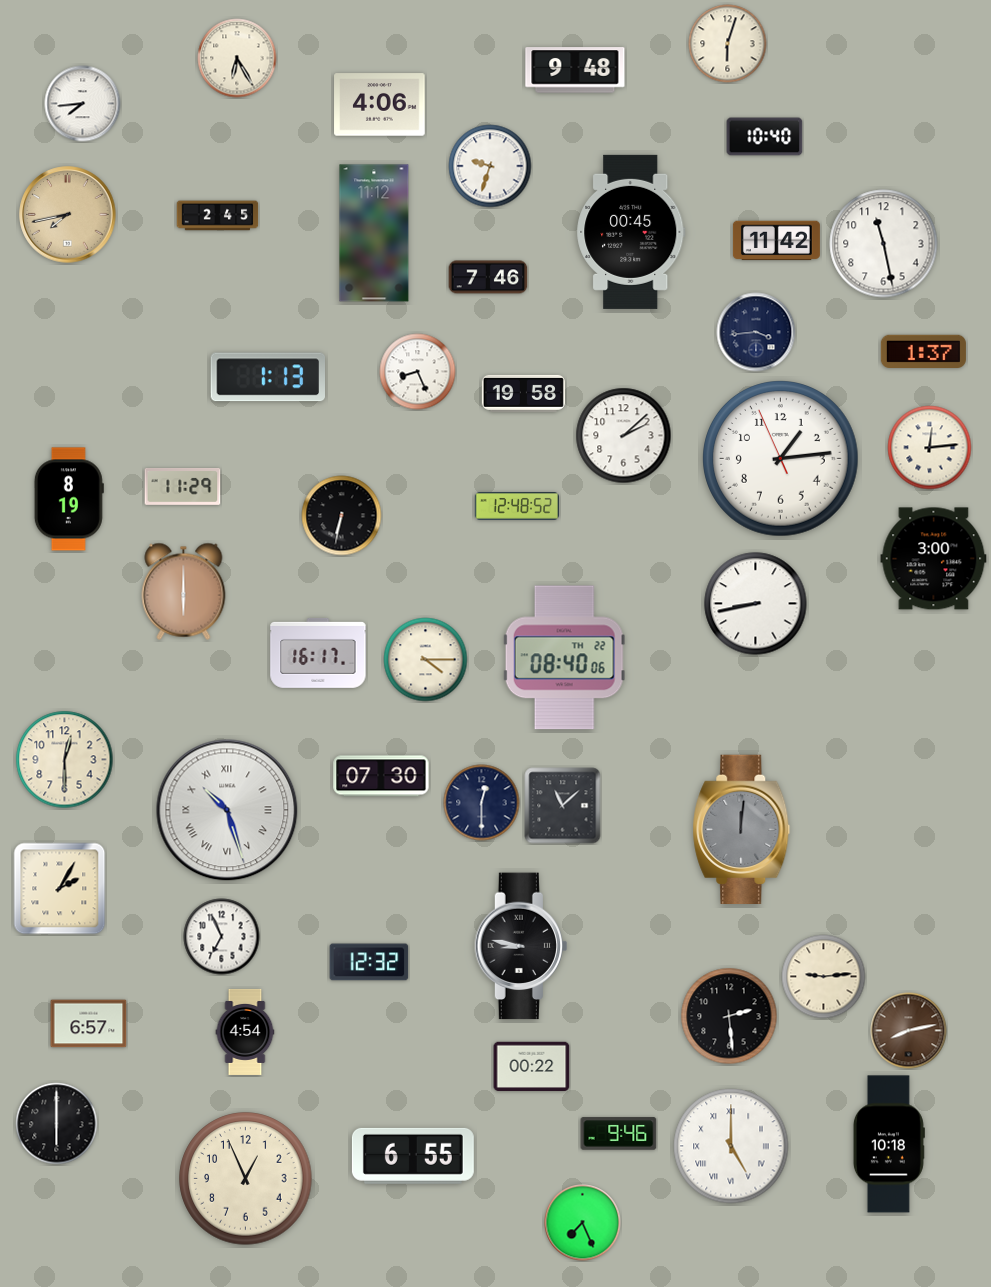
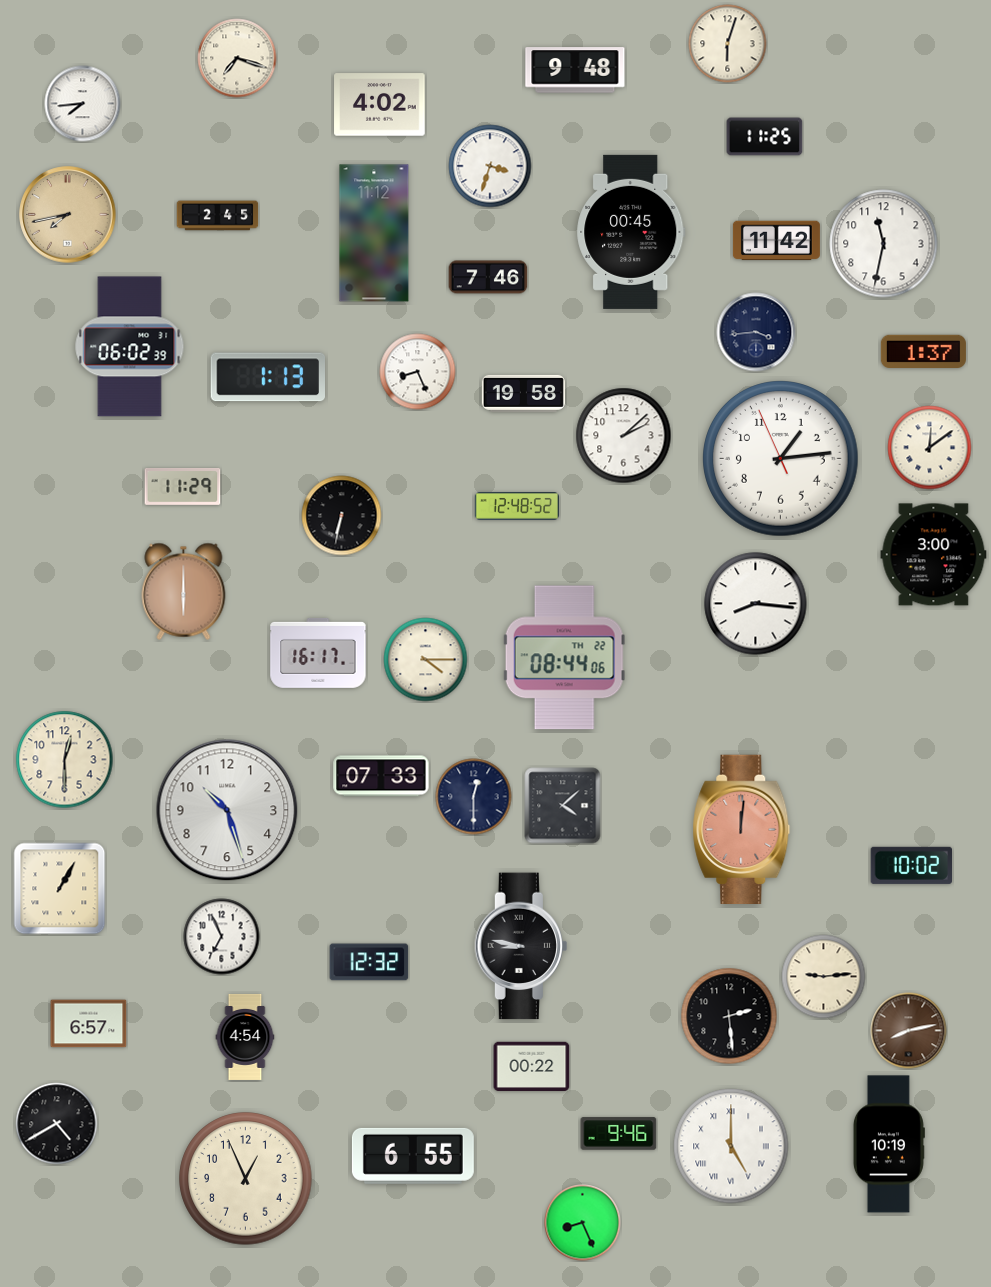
clock at (237, 58): 6:25 -> 7:18
clock at (380, 105): 4:06 -> 4:02
clock at (765, 137): 10:40 -> 11:25
clock at (490, 166): 9:33 -> 3:33
clock at (884, 244): 11:28 -> 11:32
clock at (130, 347): none -> 06:02
clock at (930, 448): 12:14 -> 12:09
clock at (69, 499): 8:19 -> none
clock at (934, 559) position: (934, 559) -> (934, 555)
clock at (756, 604): 8:43 -> 8:16
clock at (564, 658): 08:40 -> 08:44
clock at (381, 776): 07:30 -> 07:33
clock at (482, 803) position: (482, 803) -> (474, 797)
clock at (563, 806): 11:08 -> 4:08
clock at (227, 810) numerals: Roman -> Arabic
clock at (742, 829) dial: grey -> salmon
clock at (911, 865): none -> 10:02
clock at (60, 889): 2:05 -> 1:05
clock at (245, 1032) position: (245, 1032) -> (245, 1037)
clock at (57, 1124): 6:00 -> 4:40
clock at (889, 1144): 10:18 -> 10:19
clock at (583, 1223): 7:26 -> 8:26
